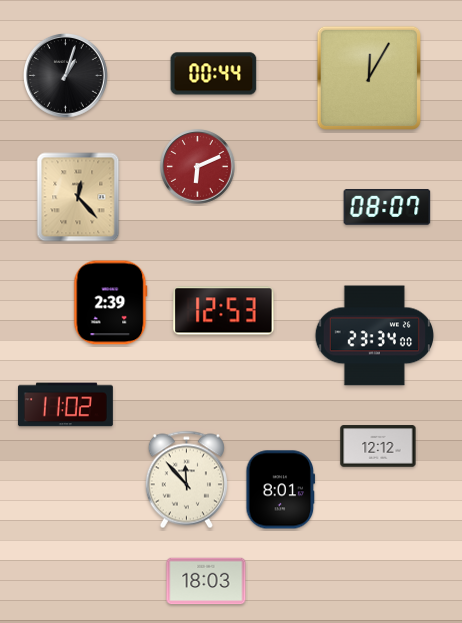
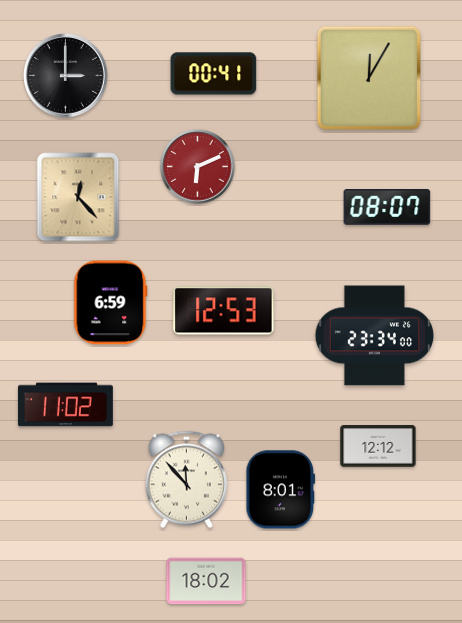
clock at (214, 74): 00:44 -> 00:41
clock at (66, 76): 1:03 -> 3:00
clock at (111, 303): 2:39 -> 6:59
clock at (206, 581): 18:03 -> 18:02
